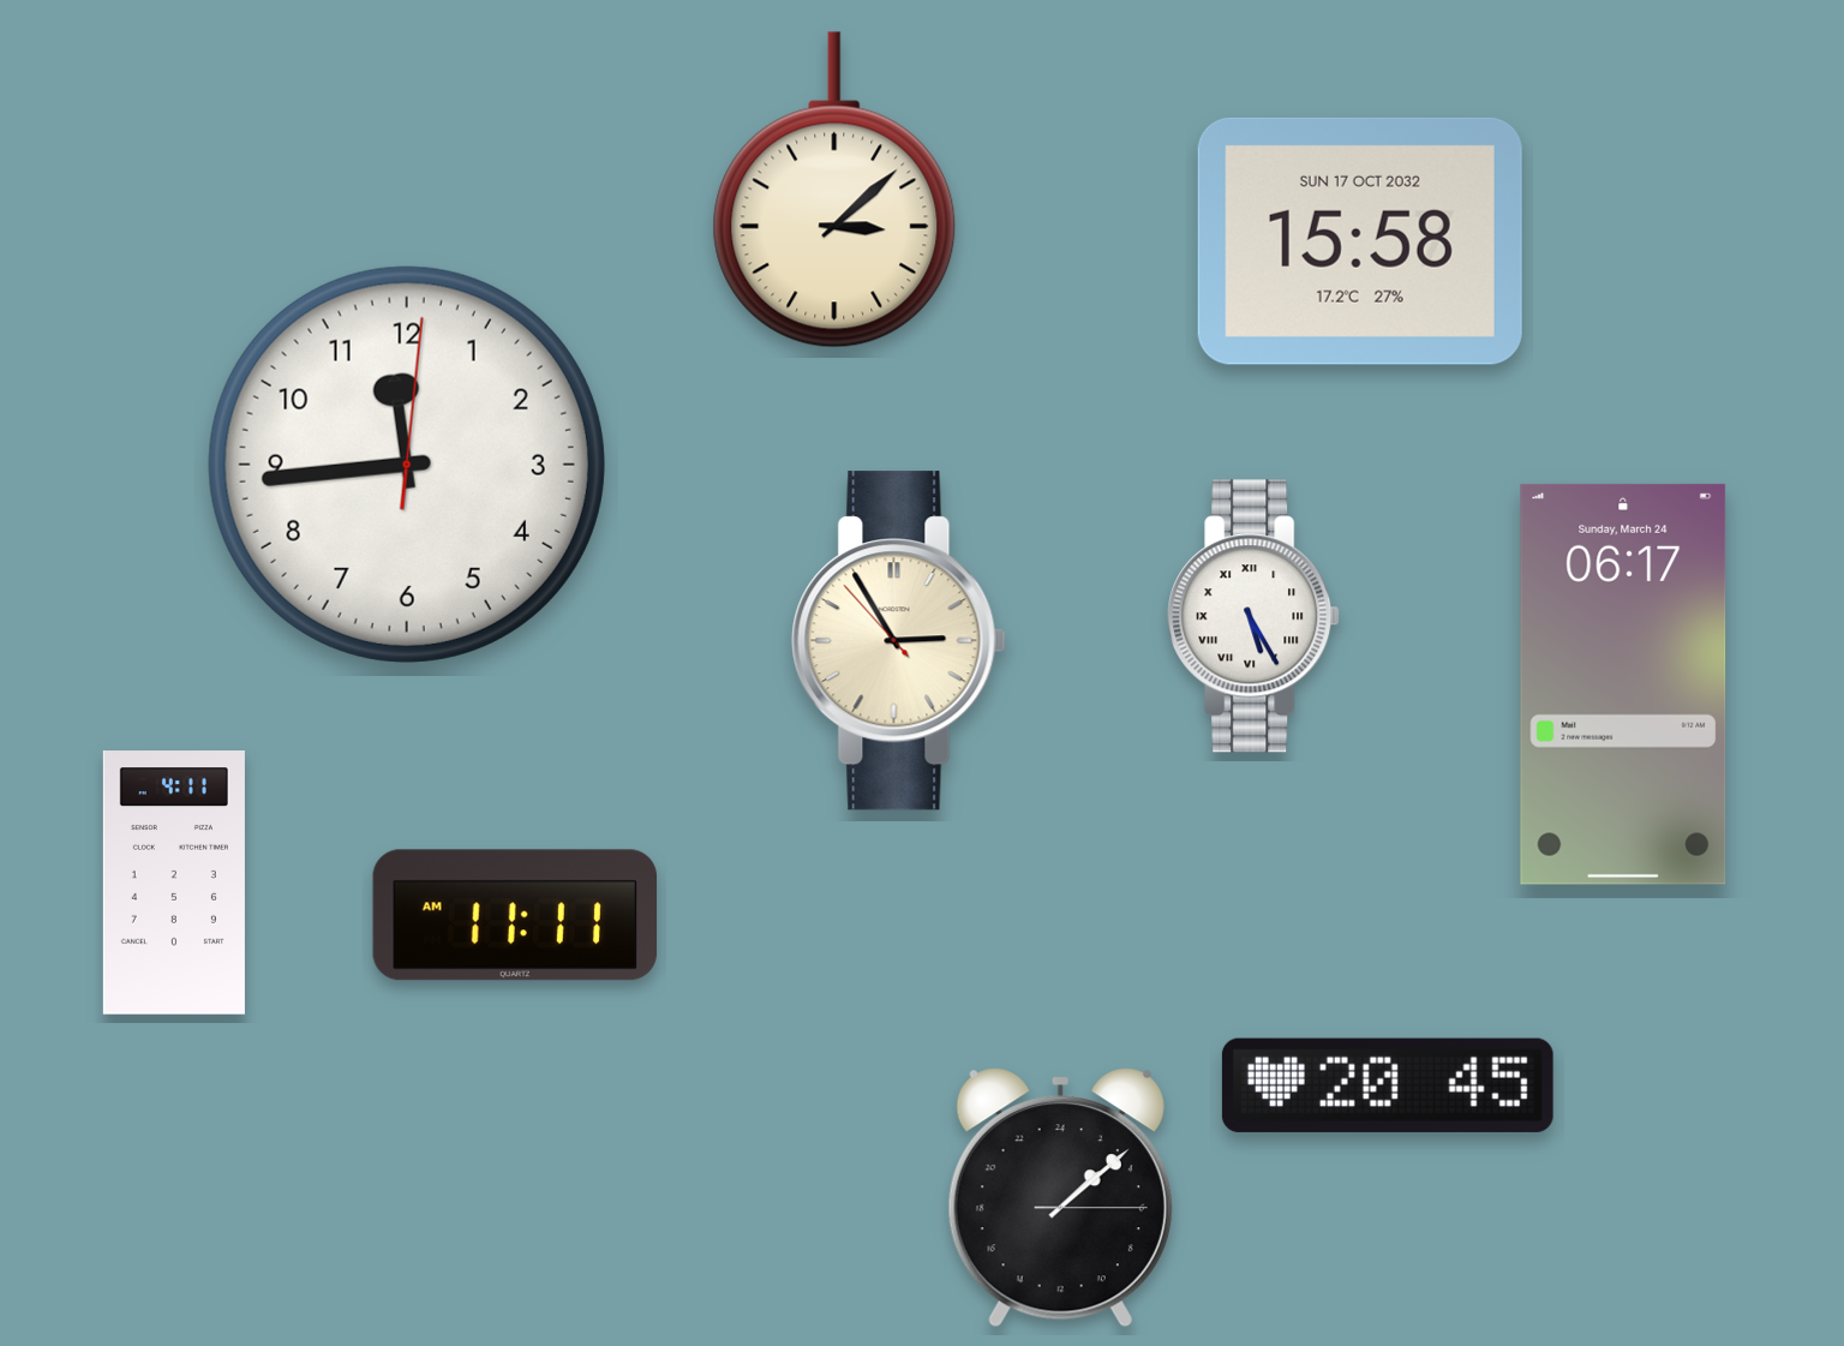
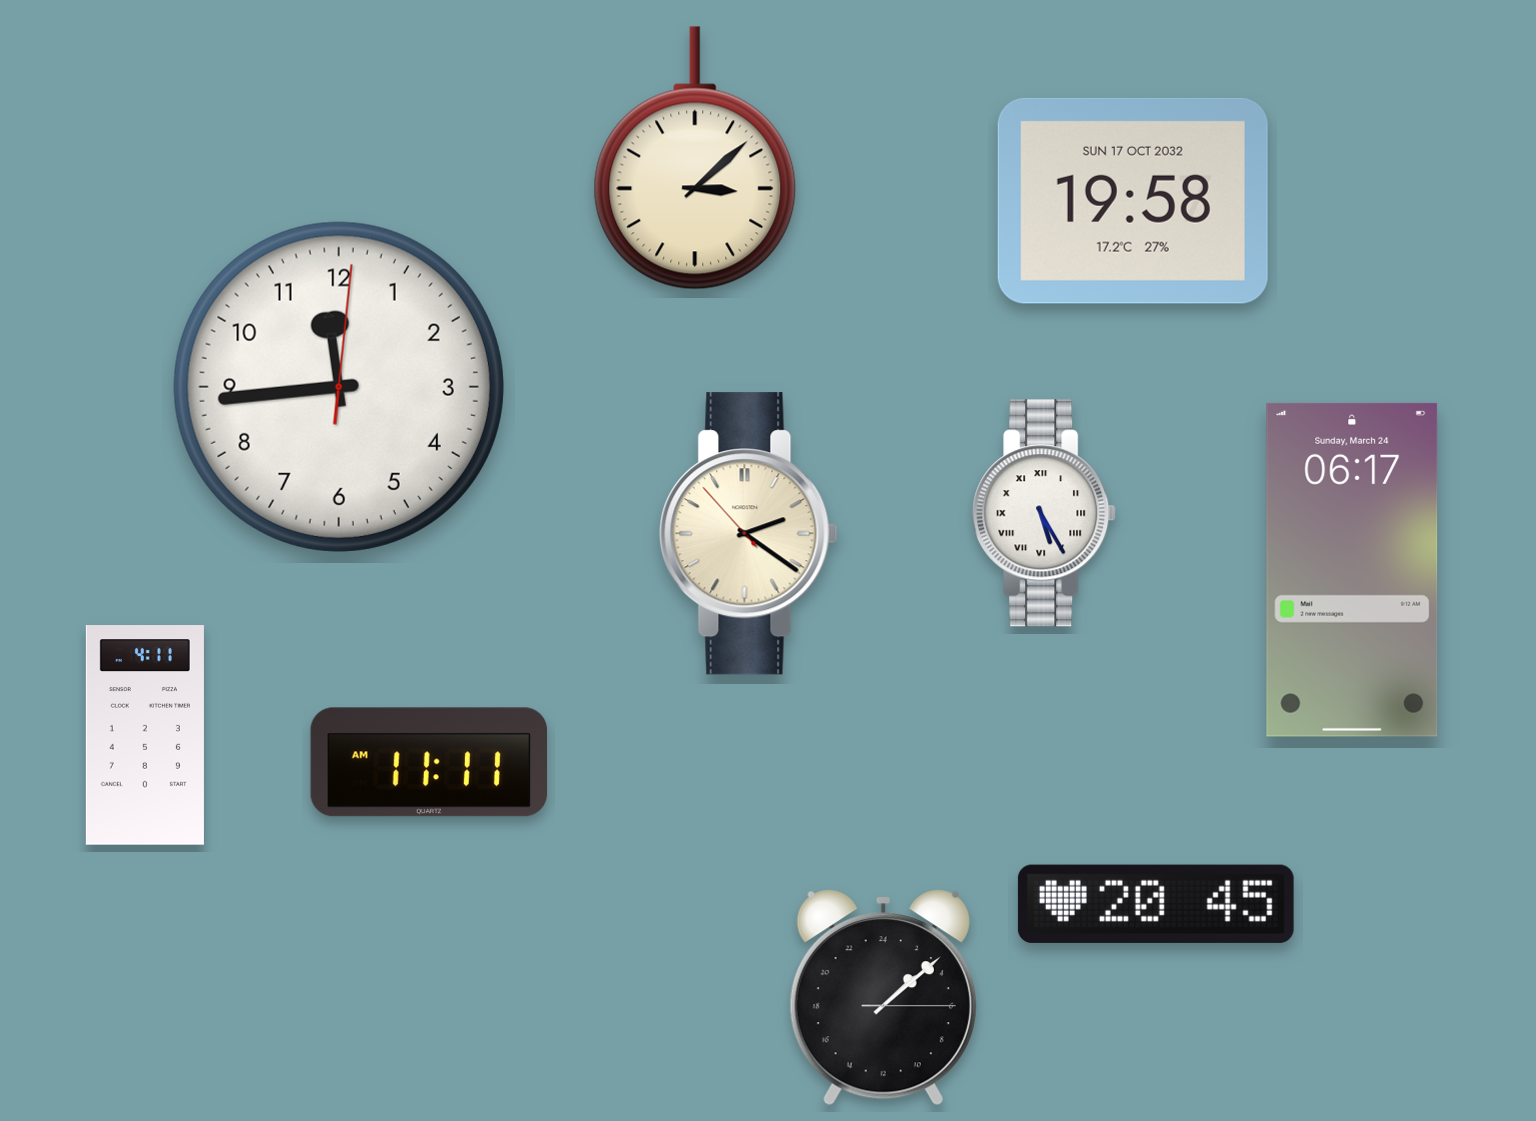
clock at (1360, 241): 15:58 -> 19:58
clock at (899, 641): 2:54 -> 2:20
